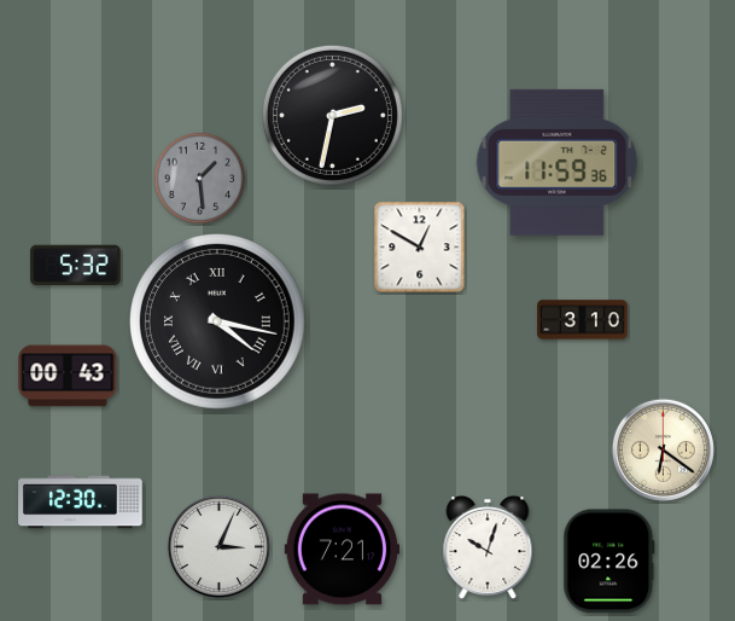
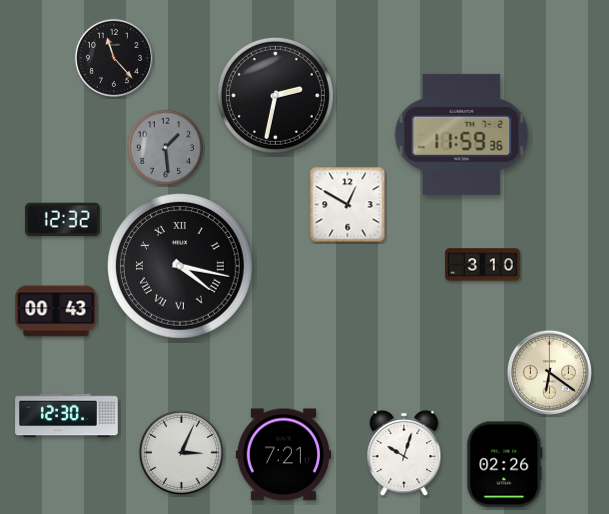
clock at (114, 58): none -> 11:23
clock at (76, 266): 5:32 -> 12:32
